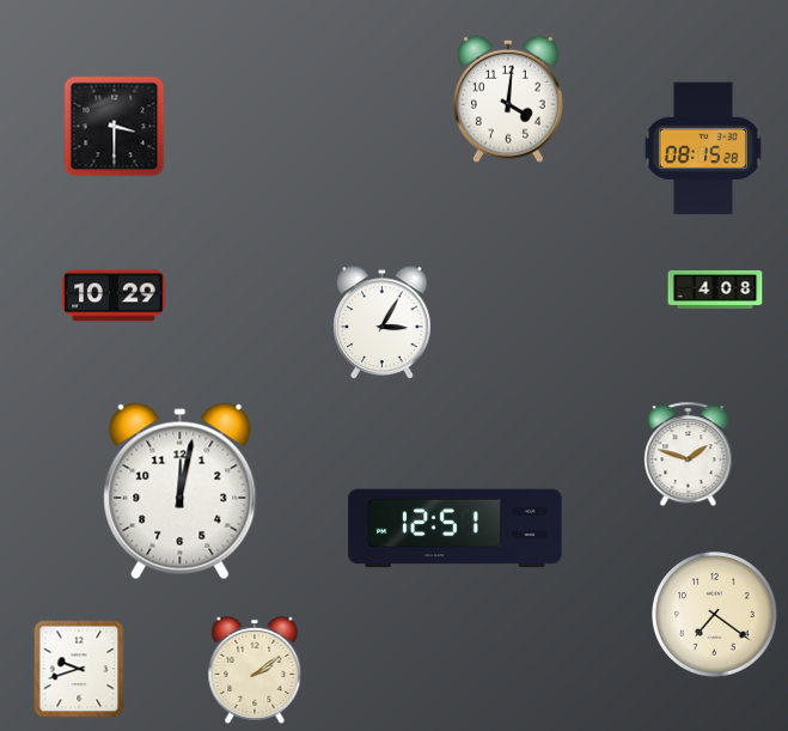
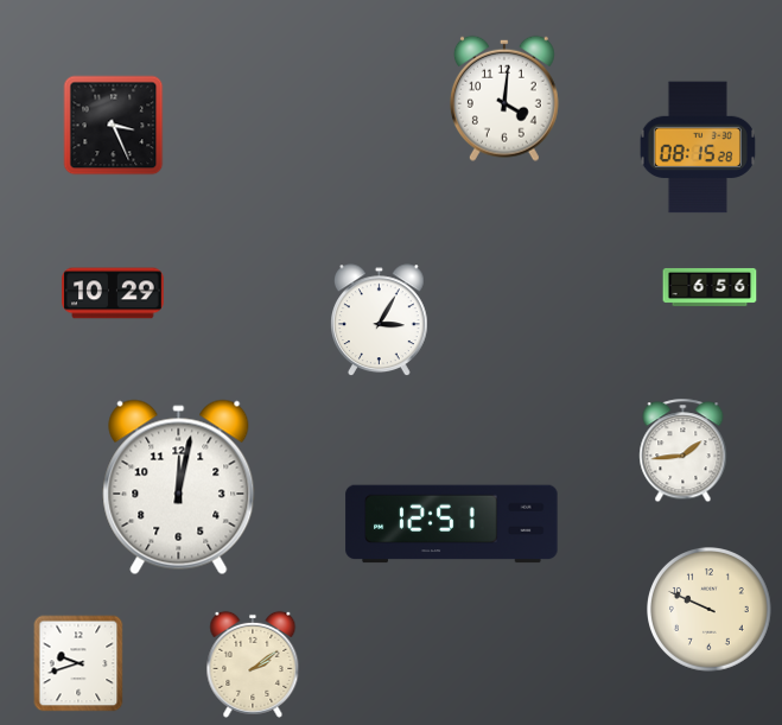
clock at (115, 127): 3:30 -> 3:26
clock at (715, 290): 4:08 -> 6:56
clock at (689, 455): 1:48 -> 1:44
clock at (715, 615): 7:21 -> 9:49
